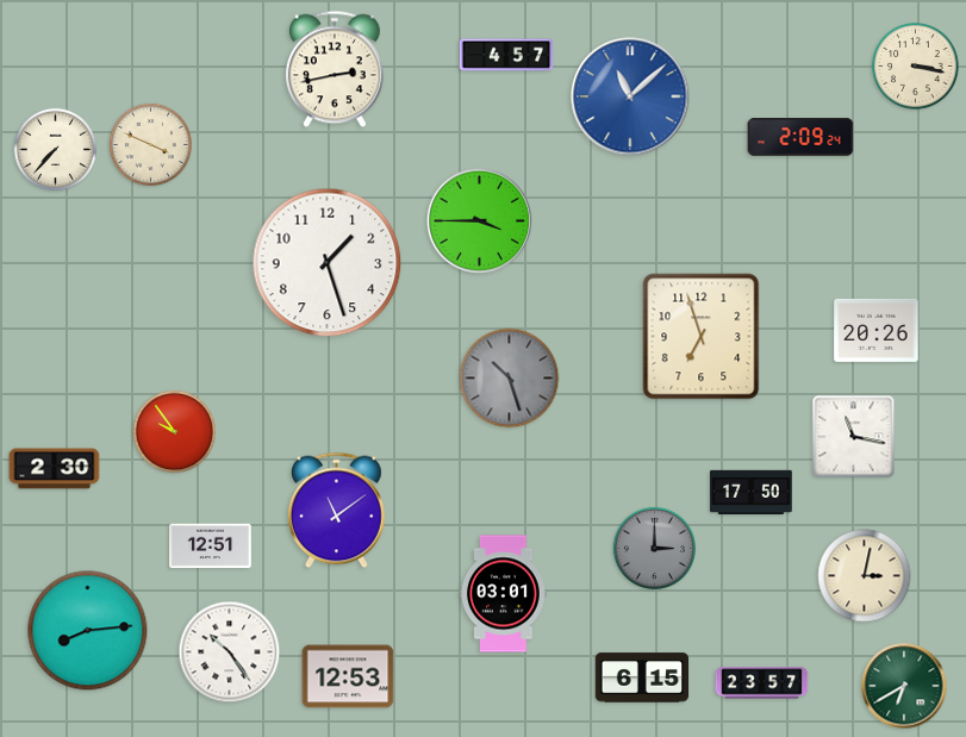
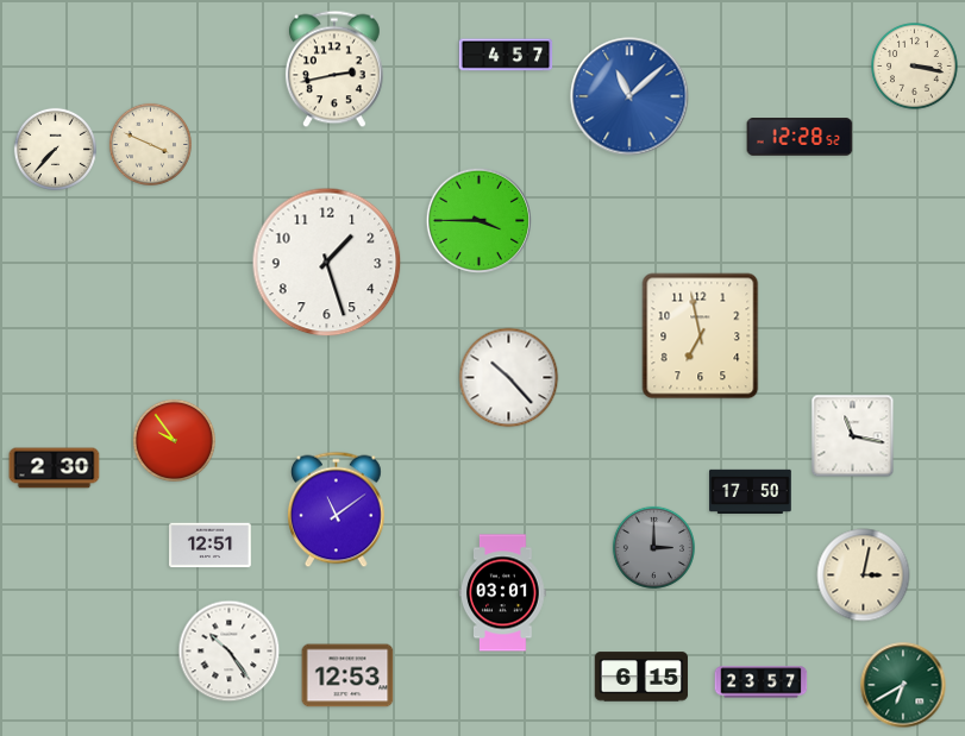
clock at (800, 137): 2:09 -> 12:28
clock at (877, 330): 20:26 -> none
clock at (702, 337): 6:57 -> 6:58
clock at (510, 379): 10:27 -> 10:23
clock at (510, 379) dial: grey -> white
clock at (174, 431) position: (174, 431) -> (174, 440)
clock at (88, 631): 8:14 -> none
